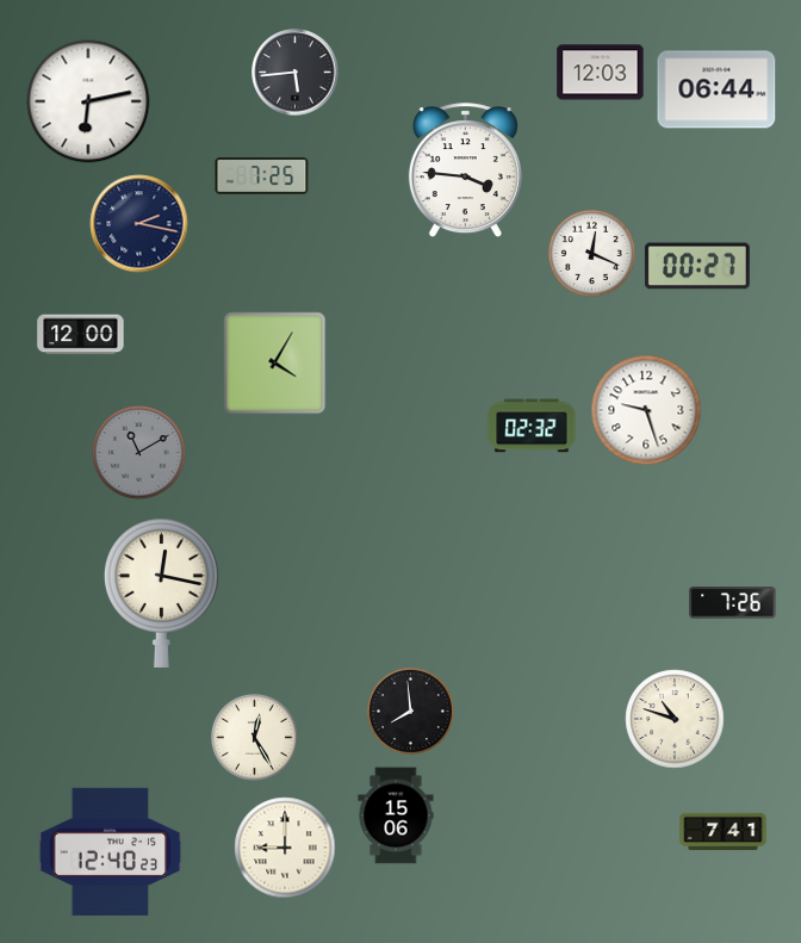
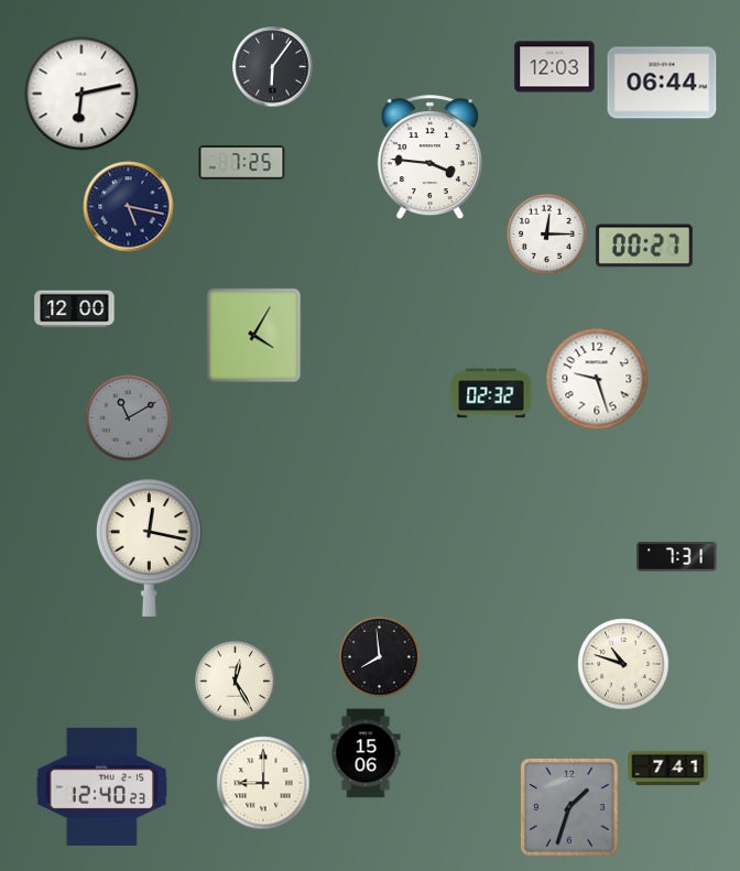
clock at (296, 73): 5:44 -> 6:06
clock at (139, 224): 2:17 -> 5:17
clock at (591, 253): 12:19 -> 12:15
clock at (733, 603): 7:26 -> 7:31
clock at (569, 807): none -> 1:33
